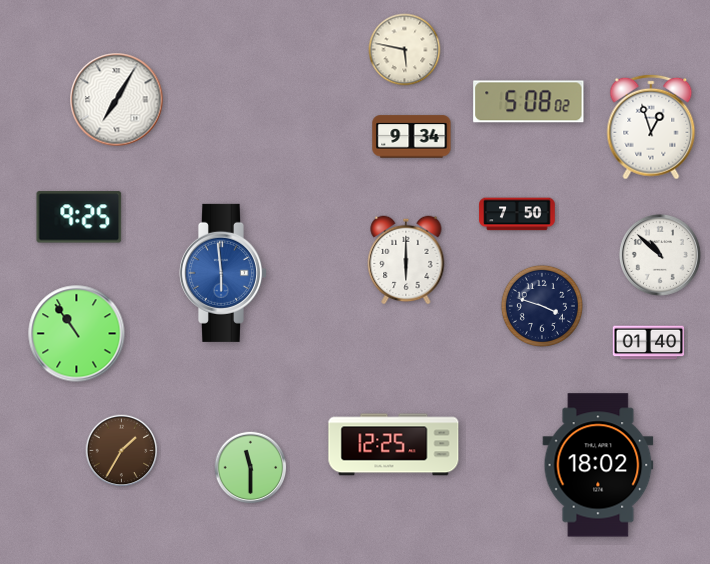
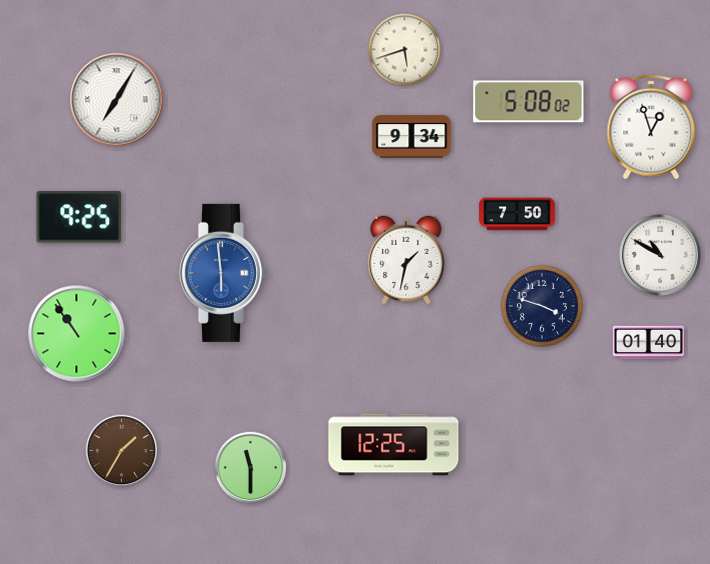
clock at (405, 50): 5:47 -> 5:42
clock at (660, 255): 10:52 -> 10:50
clock at (406, 260): 6:00 -> 1:32
clock at (598, 465): 18:02 -> none
